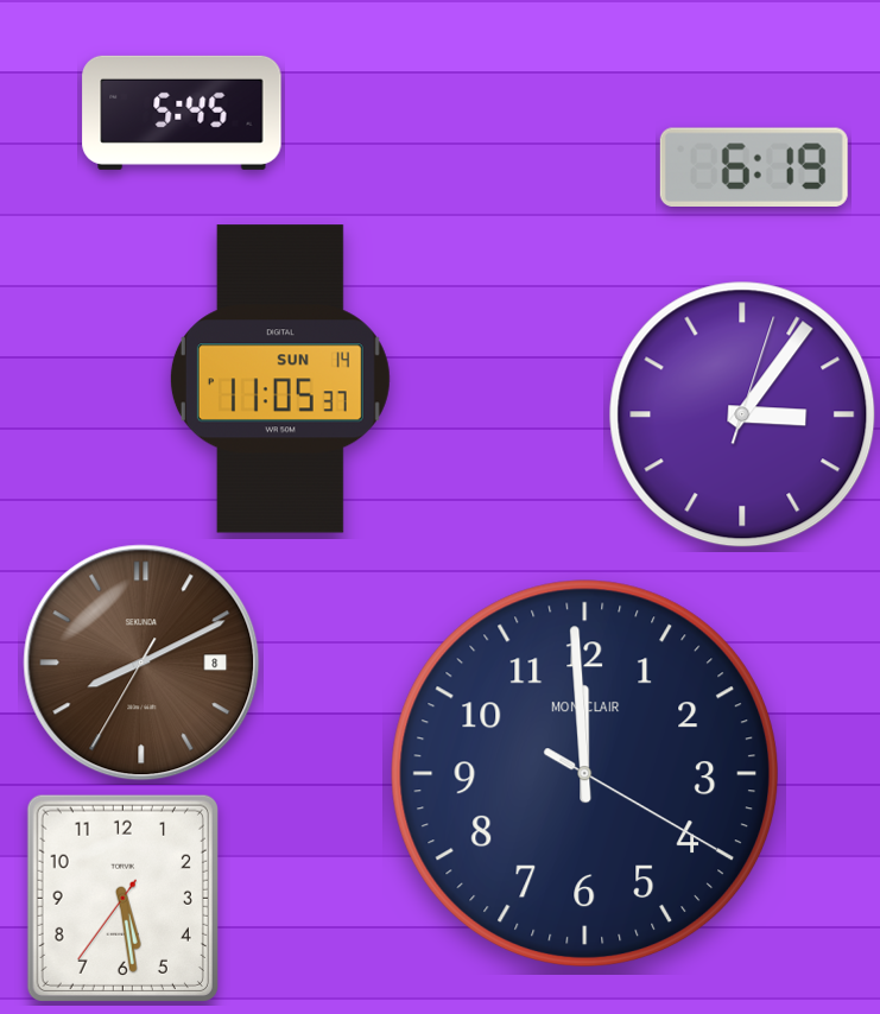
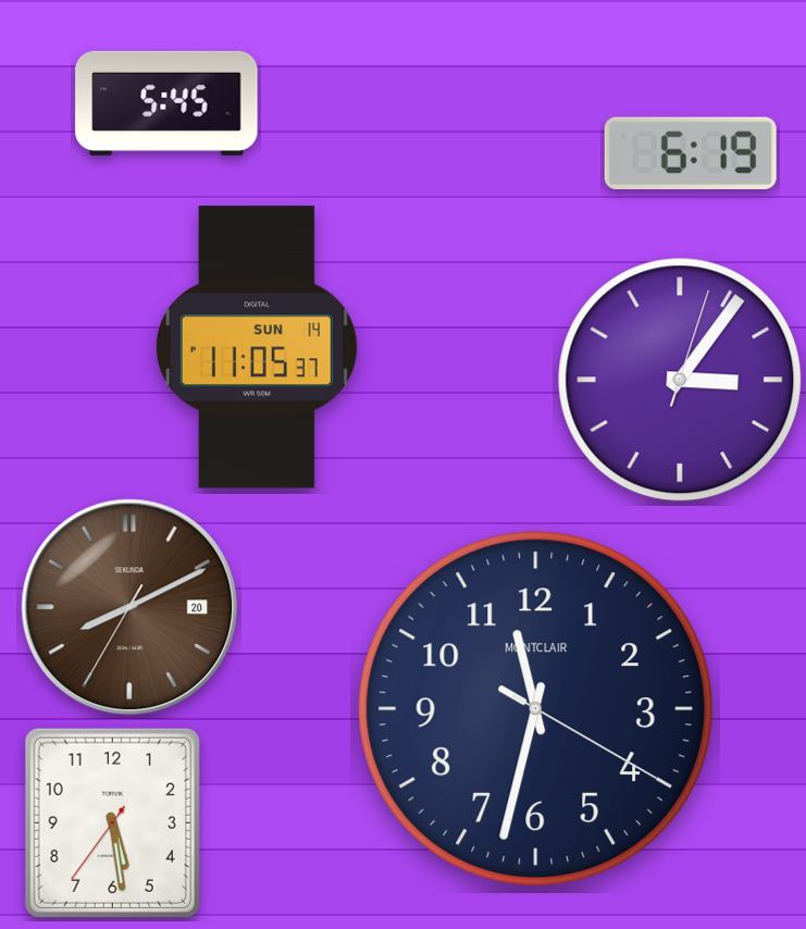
clock at (141, 663) date: 8 -> 20
clock at (584, 773): 11:59 -> 11:32
